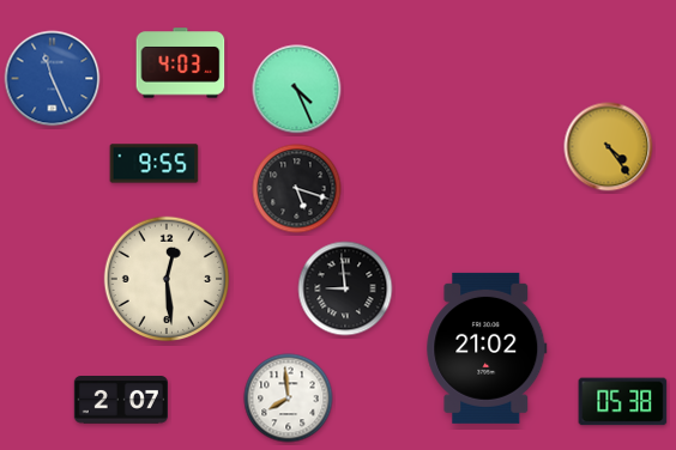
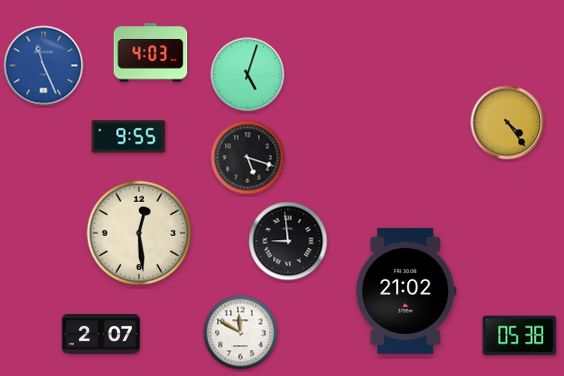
clock at (297, 90): 4:26 -> 5:03
clock at (289, 399): 7:59 -> 11:50
